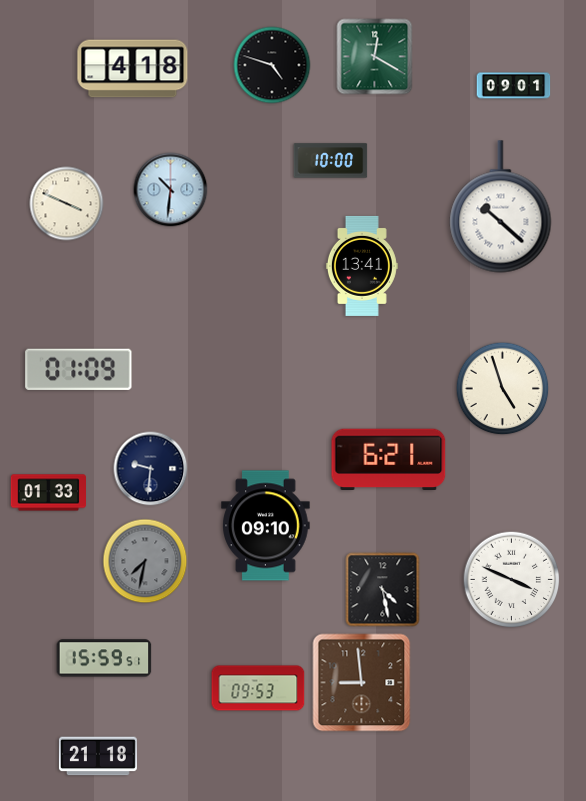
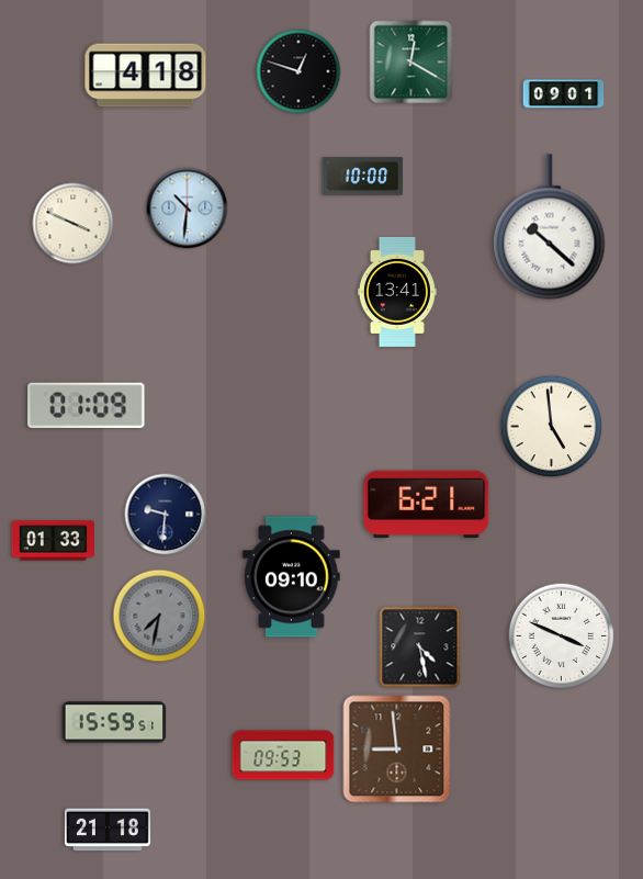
clock at (272, 65): 4:48 -> 12:48
clock at (503, 389): 4:57 -> 4:59
